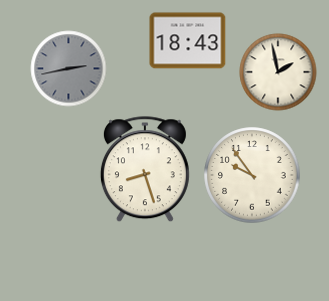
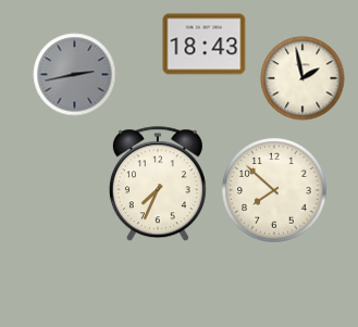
clock at (145, 170): 8:27 -> 7:34
clock at (252, 175): 9:54 -> 7:52
